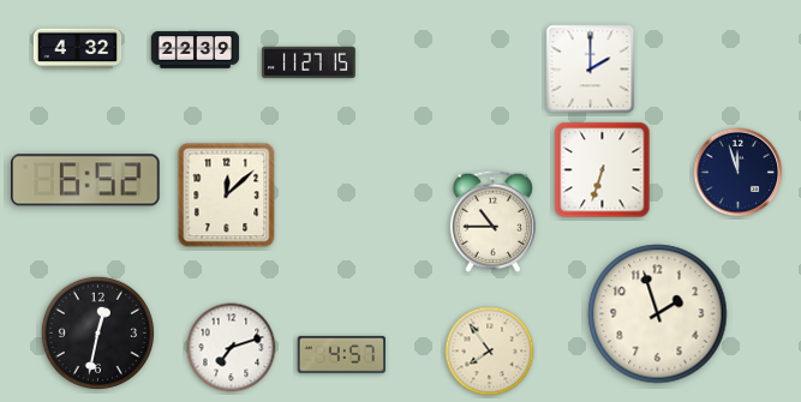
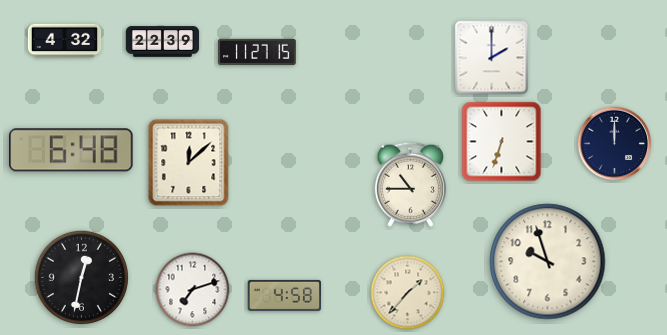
clock at (739, 173): 11:57 -> 12:00
clock at (85, 180): 6:52 -> 6:48
clock at (658, 314): 1:57 -> 9:57
clock at (490, 352): 7:54 -> 1:37
clock at (341, 354): 4:57 -> 4:58
